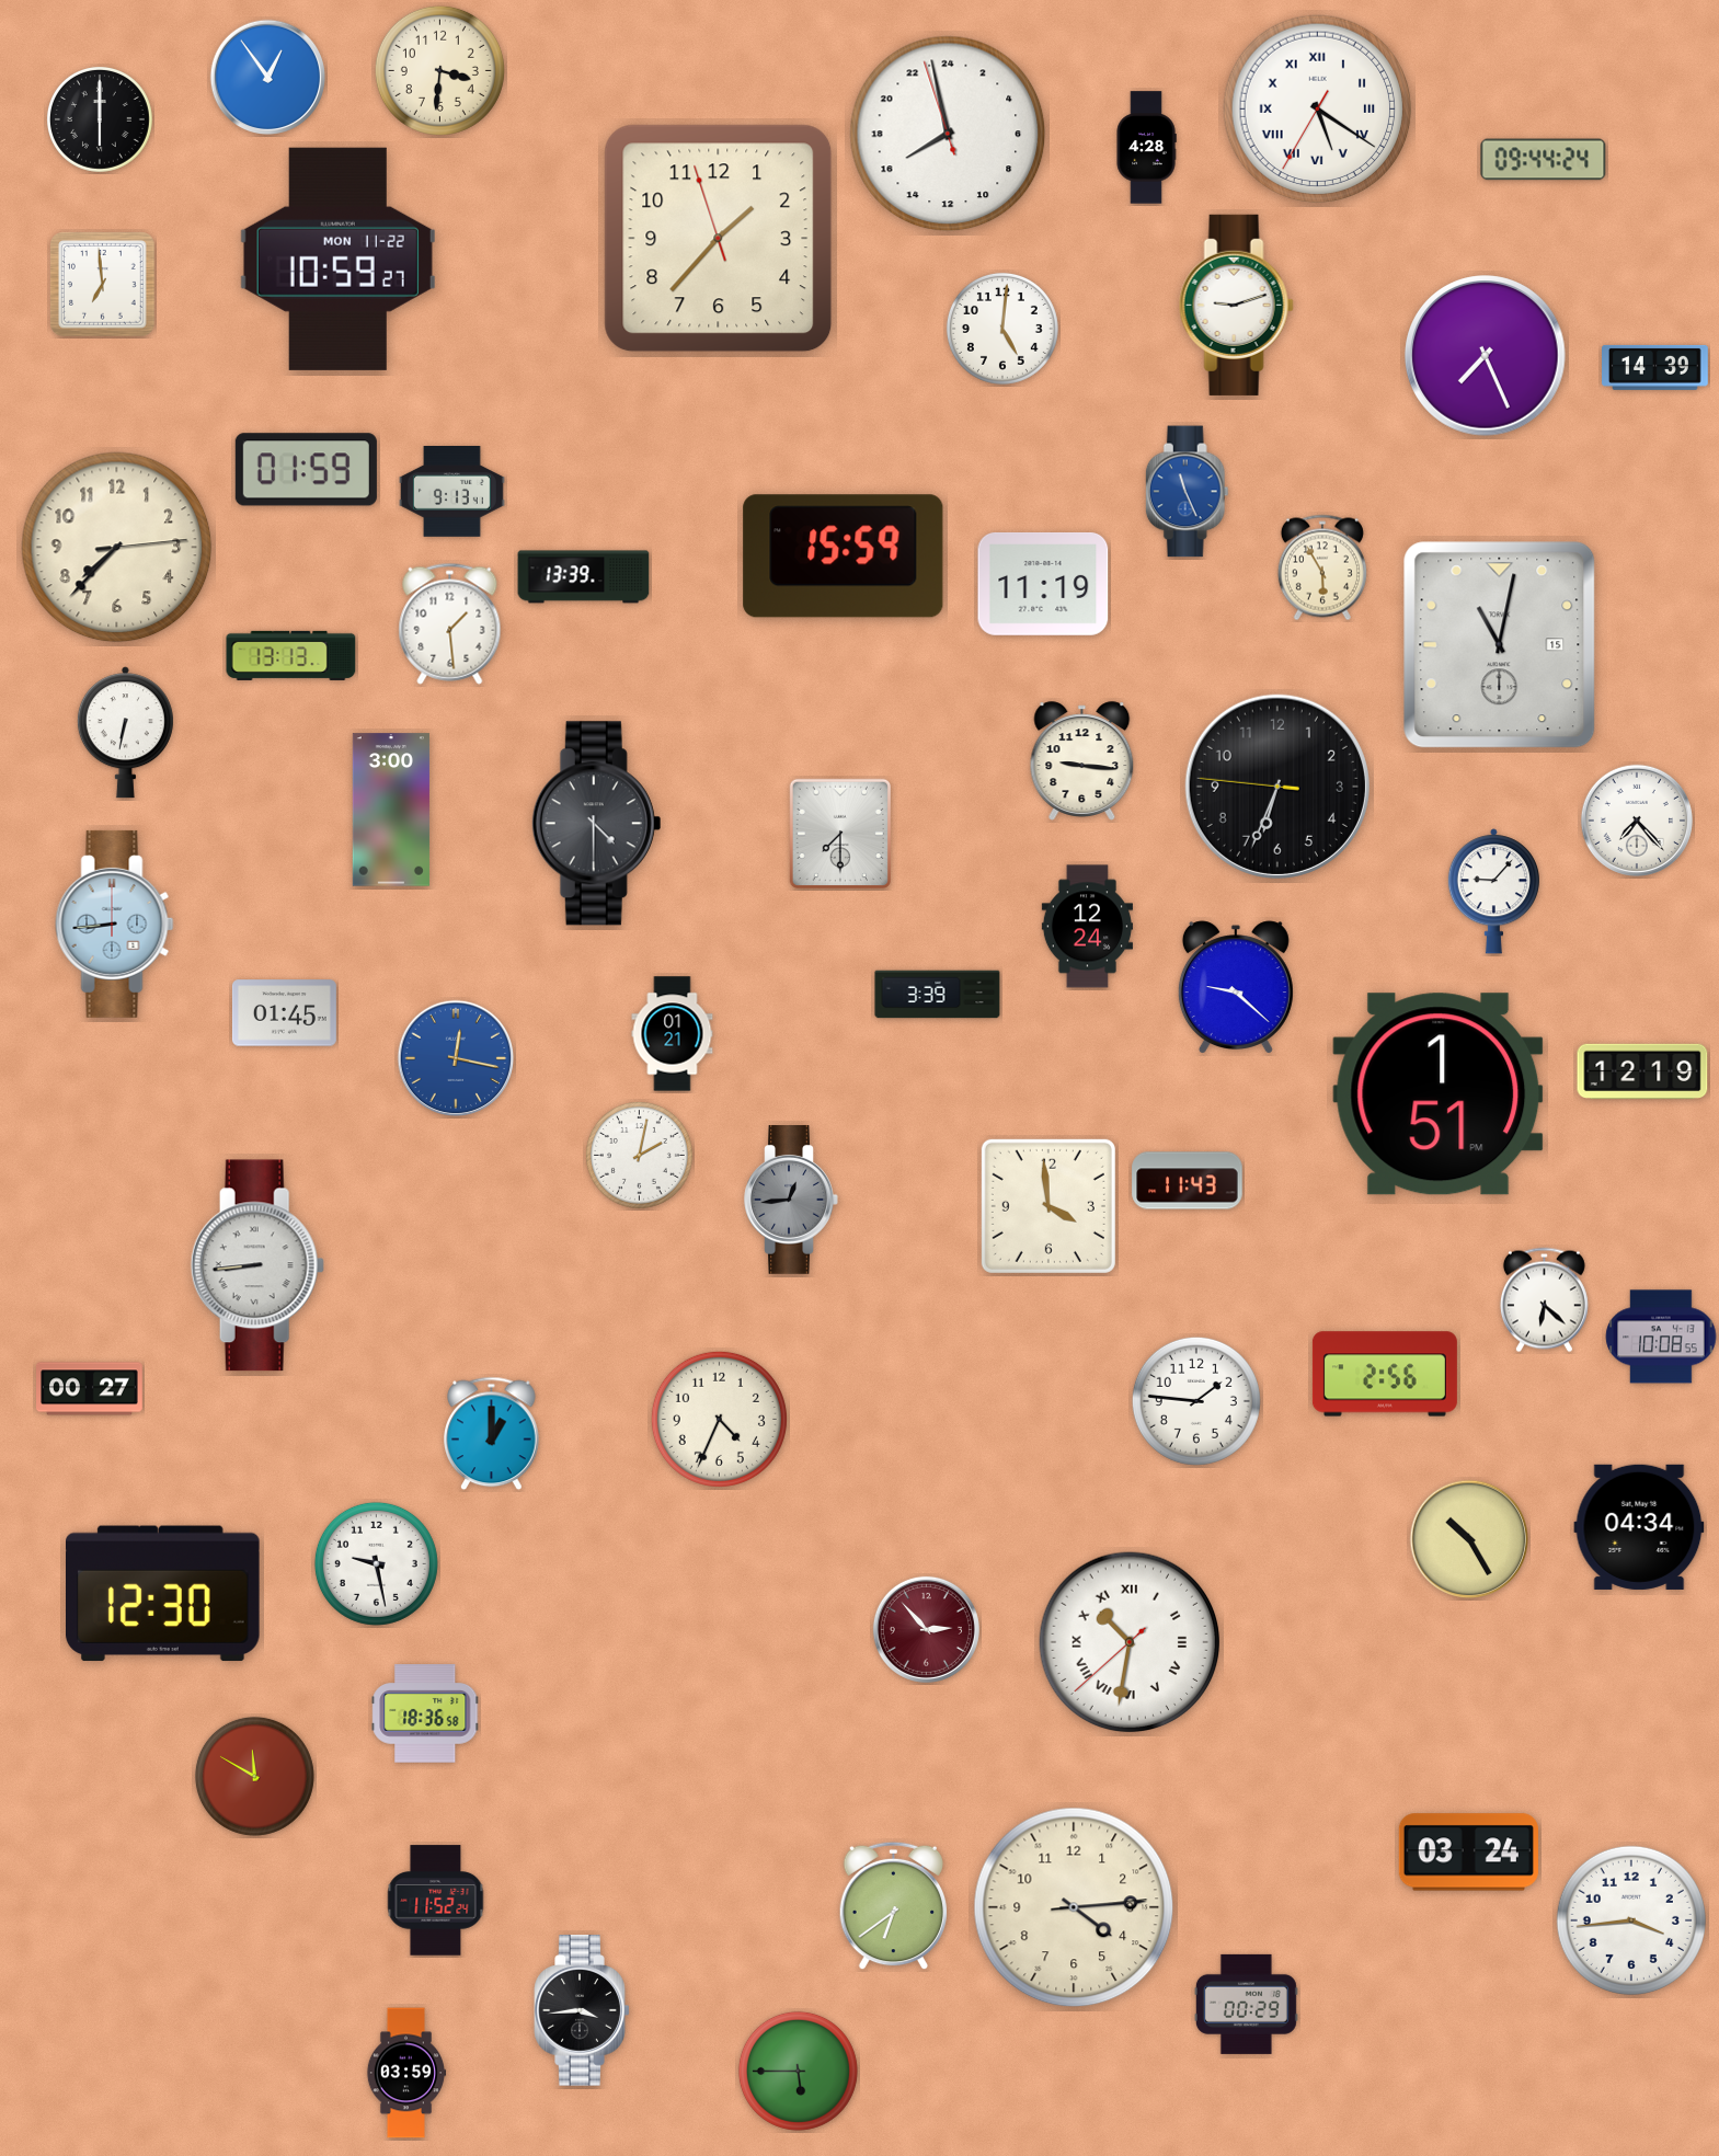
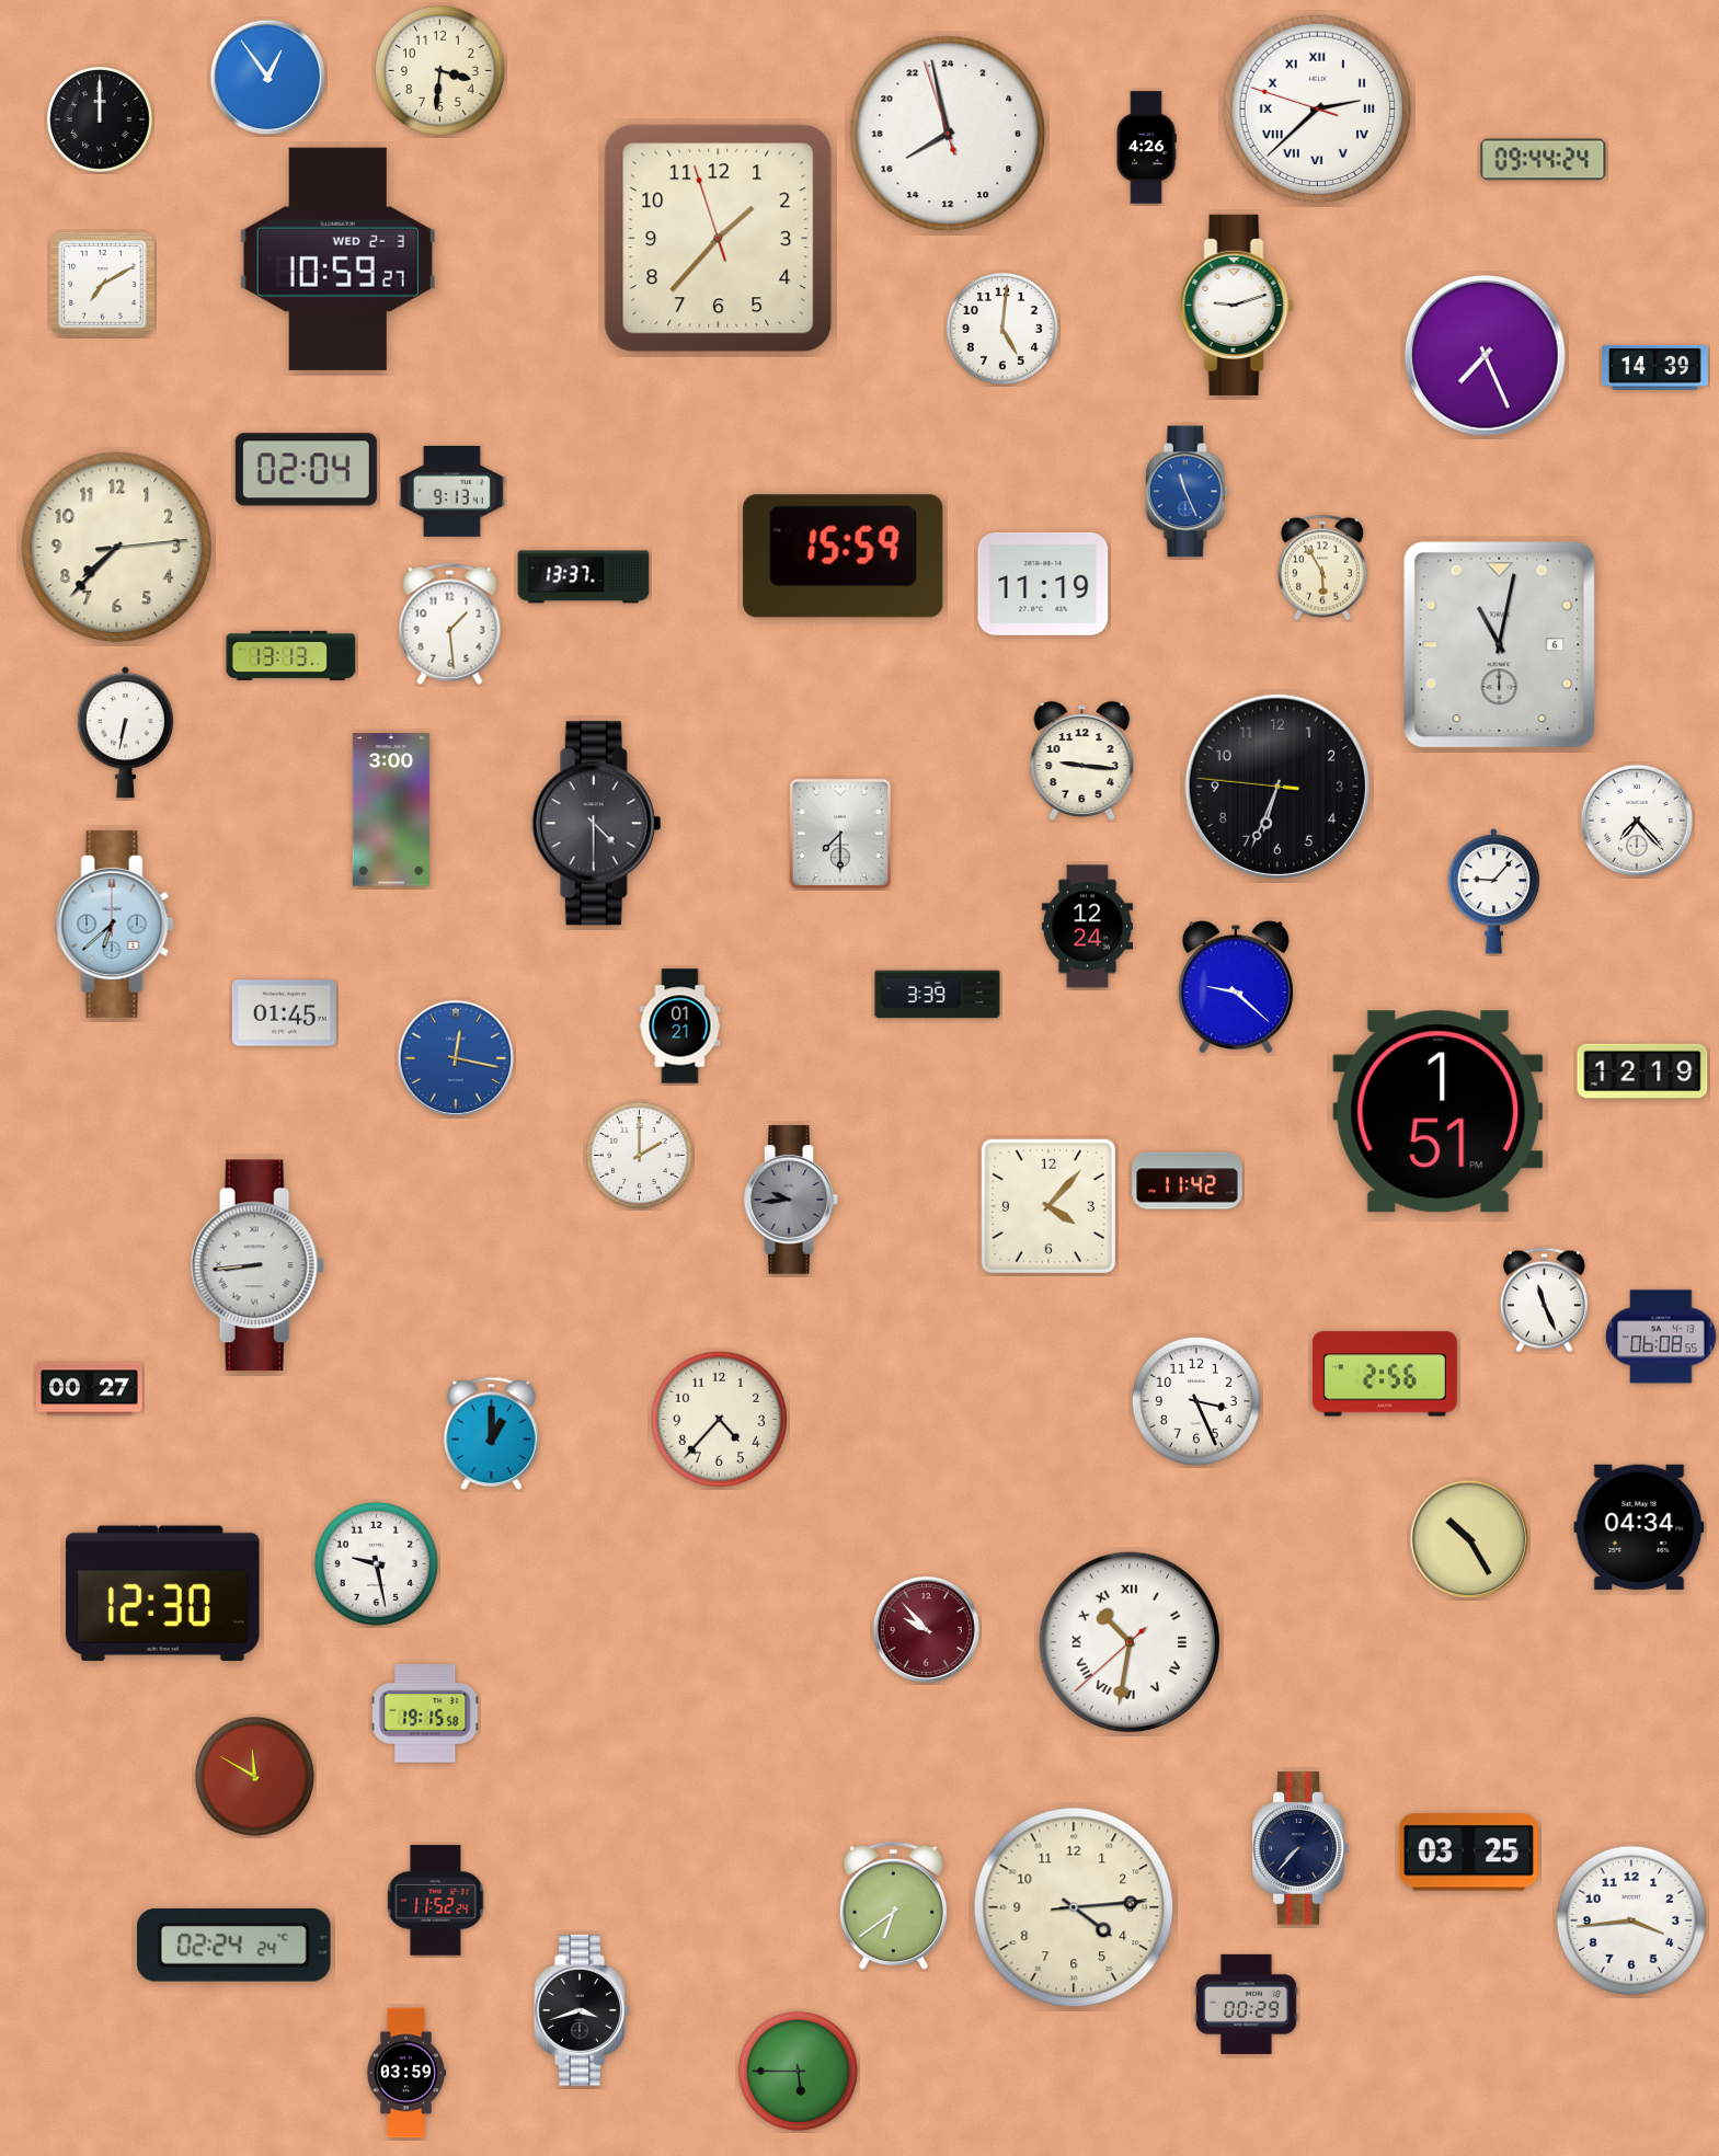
clock at (1318, 110): 5:20 -> 2:37
clock at (100, 119): 6:00 -> 12:00
clock at (1146, 148): 4:28 -> 4:26
clock at (337, 259) date: MON 11-22 -> WED 2-3
clock at (103, 285): 6:59 -> 7:10
clock at (306, 470): 01:59 -> 02:04
clock at (584, 577): 13:39 -> 13:37
clock at (1500, 645) date: 15 -> 6
clock at (115, 924): 8:44 -> 6:38
clock at (673, 1034) position: (673, 1034) -> (680, 1027)
clock at (1439, 1094) position: (1439, 1094) -> (1439, 1112)
clock at (639, 1155): 2:02 -> 2:00
clock at (1188, 1181): 11:43 -> 11:42
clock at (791, 1201): 12:44 -> 9:44
clock at (1048, 1206): 3:59 -> 4:07
clock at (1544, 1300): 6:22 -> 11:26
clock at (1661, 1337): 10:08 -> 06:08
clock at (1196, 1401): 1:46 -> 3:26
clock at (719, 1419): 4:34 -> 4:37
clock at (926, 1629): 2:53 -> 9:53
clock at (425, 1713): 18:36 -> 19:15
clock at (1300, 1848): none -> 7:37
clock at (1468, 1853): 03:24 -> 03:25
clock at (234, 1946): none -> 02:24
clock at (582, 2010): 3:44 -> 3:42
